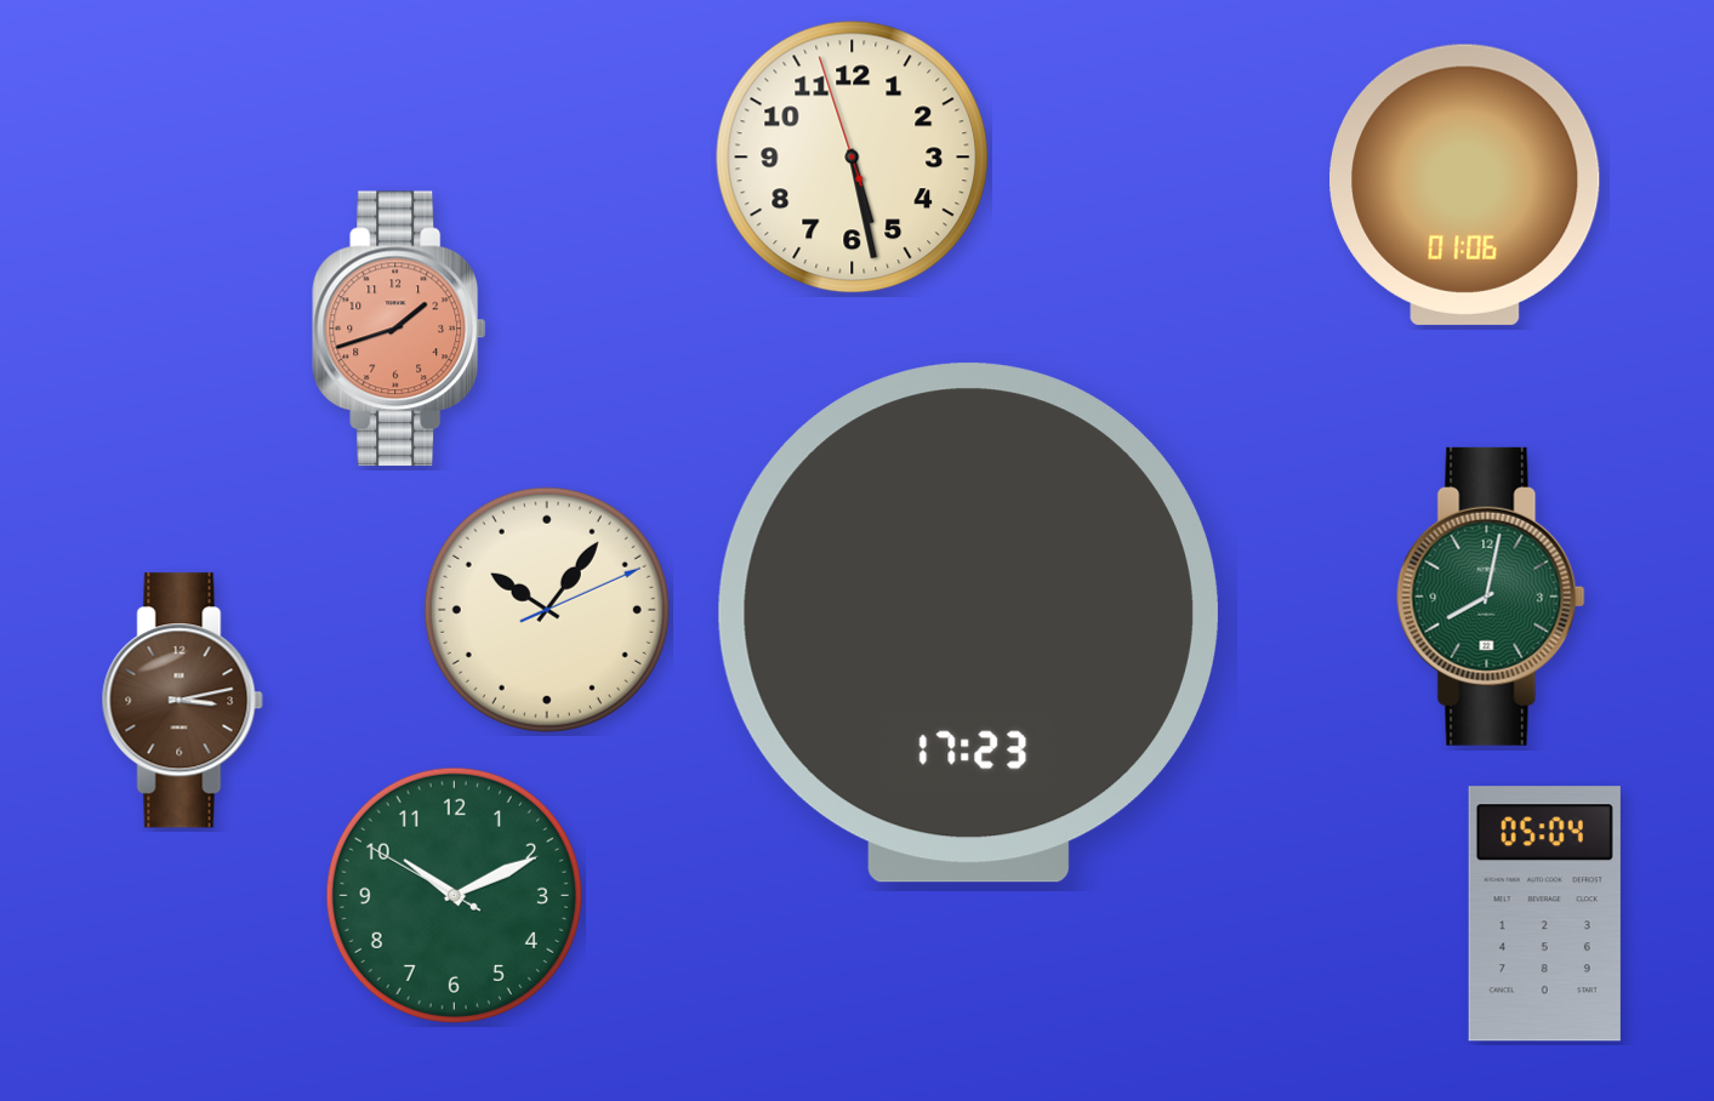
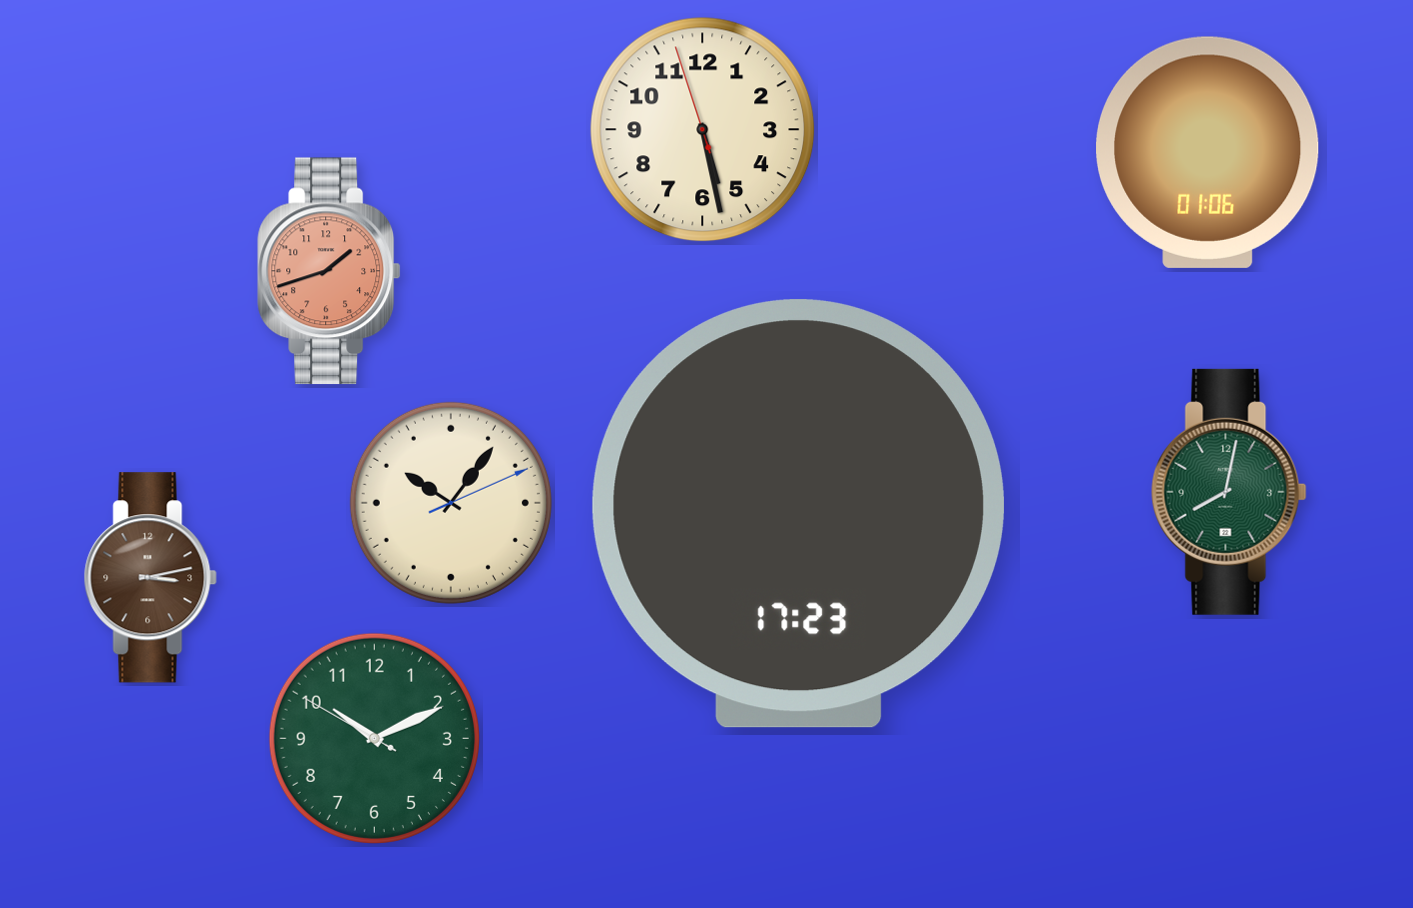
clock at (1544, 914): 05:04 -> none
